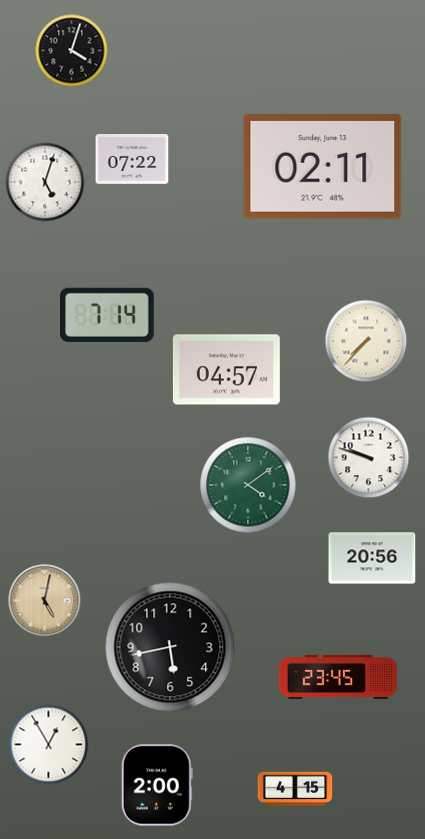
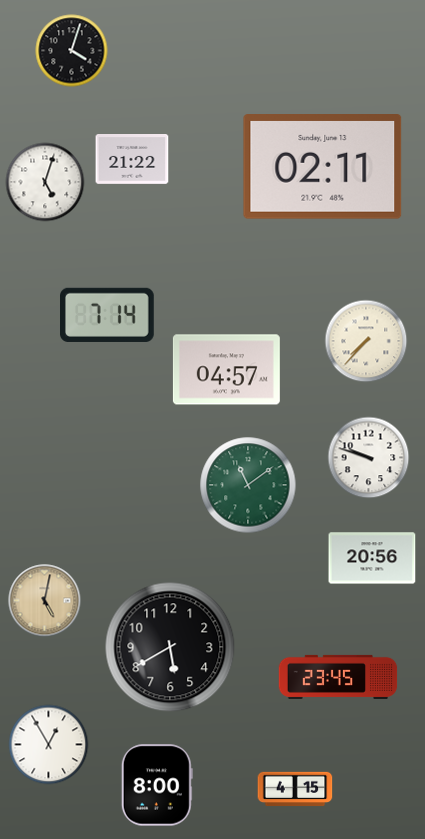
clock at (132, 160): 07:22 -> 21:22
clock at (248, 485): 4:09 -> 11:09
clock at (170, 647): 5:43 -> 5:40
clock at (157, 785): 2:00 -> 8:00
